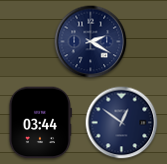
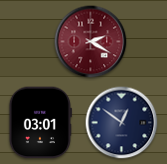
clock at (91, 42) dial: navy -> burgundy
clock at (40, 123): 03:44 -> 03:01
